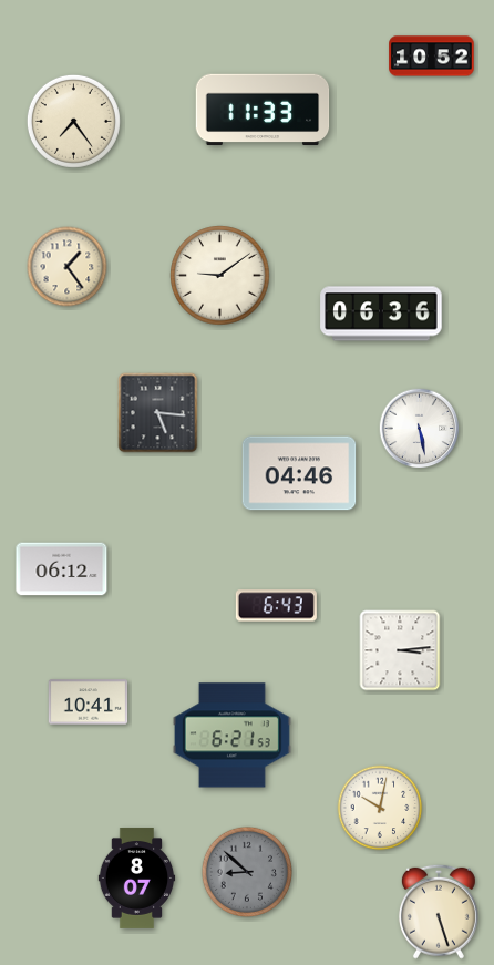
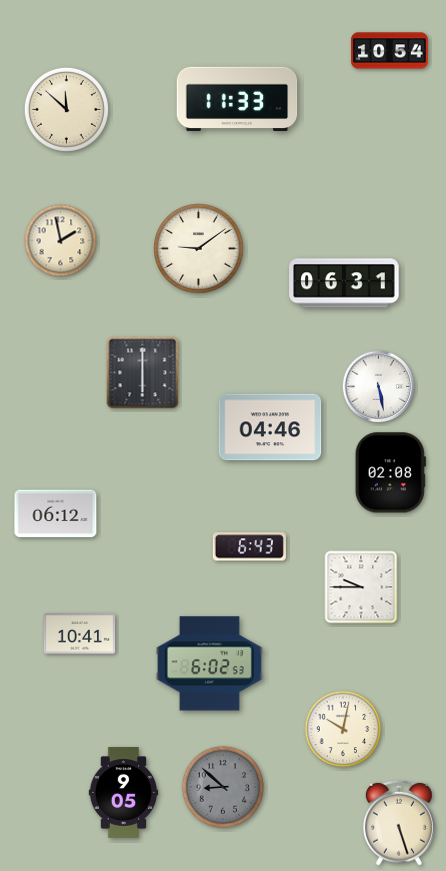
clock at (432, 57): 10:52 -> 10:54
clock at (73, 121): 7:24 -> 11:52
clock at (68, 267): 1:24 -> 1:58
clock at (381, 314): 06:36 -> 06:31
clock at (158, 413): 5:16 -> 6:00
clock at (390, 473): none -> 02:08
clock at (400, 650): 3:14 -> 9:45
clock at (231, 736): 6:21 -> 6:02
clock at (137, 877): 8:07 -> 9:05
clock at (439, 912) position: (439, 912) -> (399, 823)
